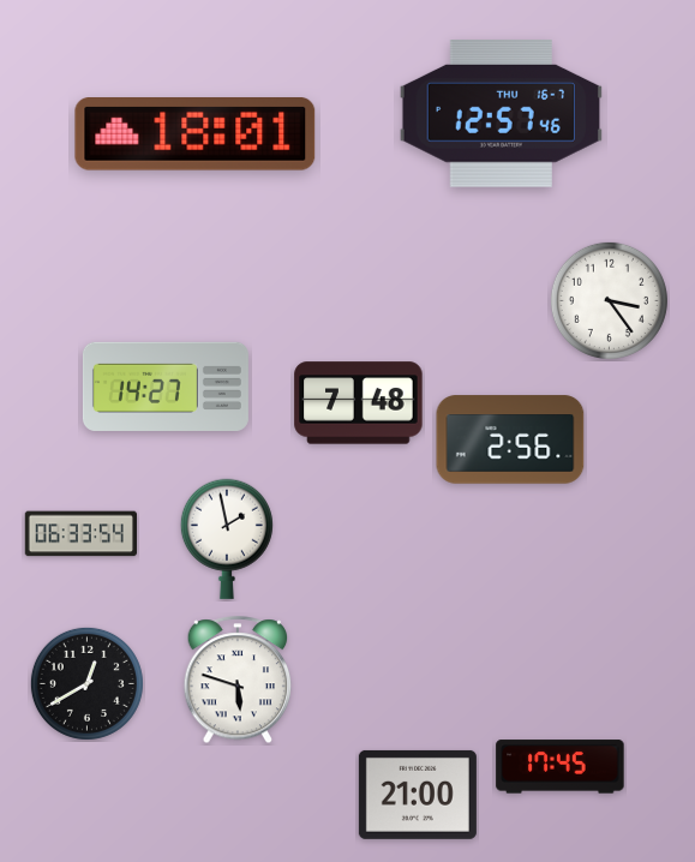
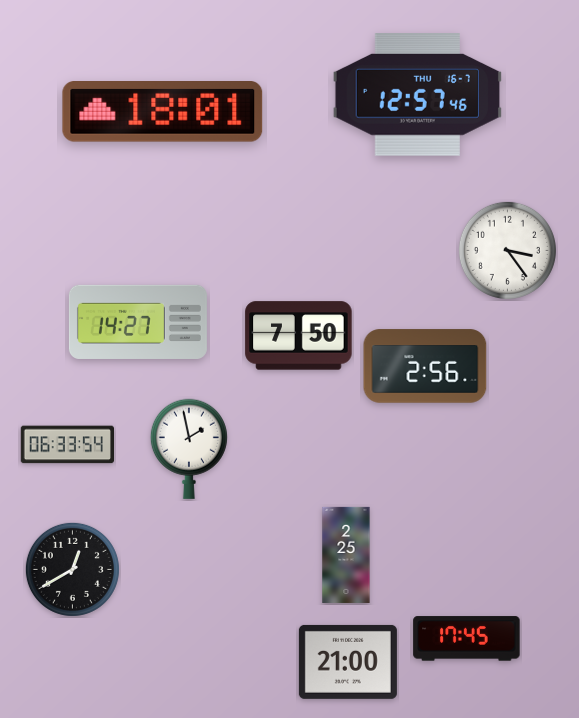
clock at (359, 403): 7:48 -> 7:50
clock at (346, 555): none -> 2:25
clock at (238, 681): 5:48 -> none
